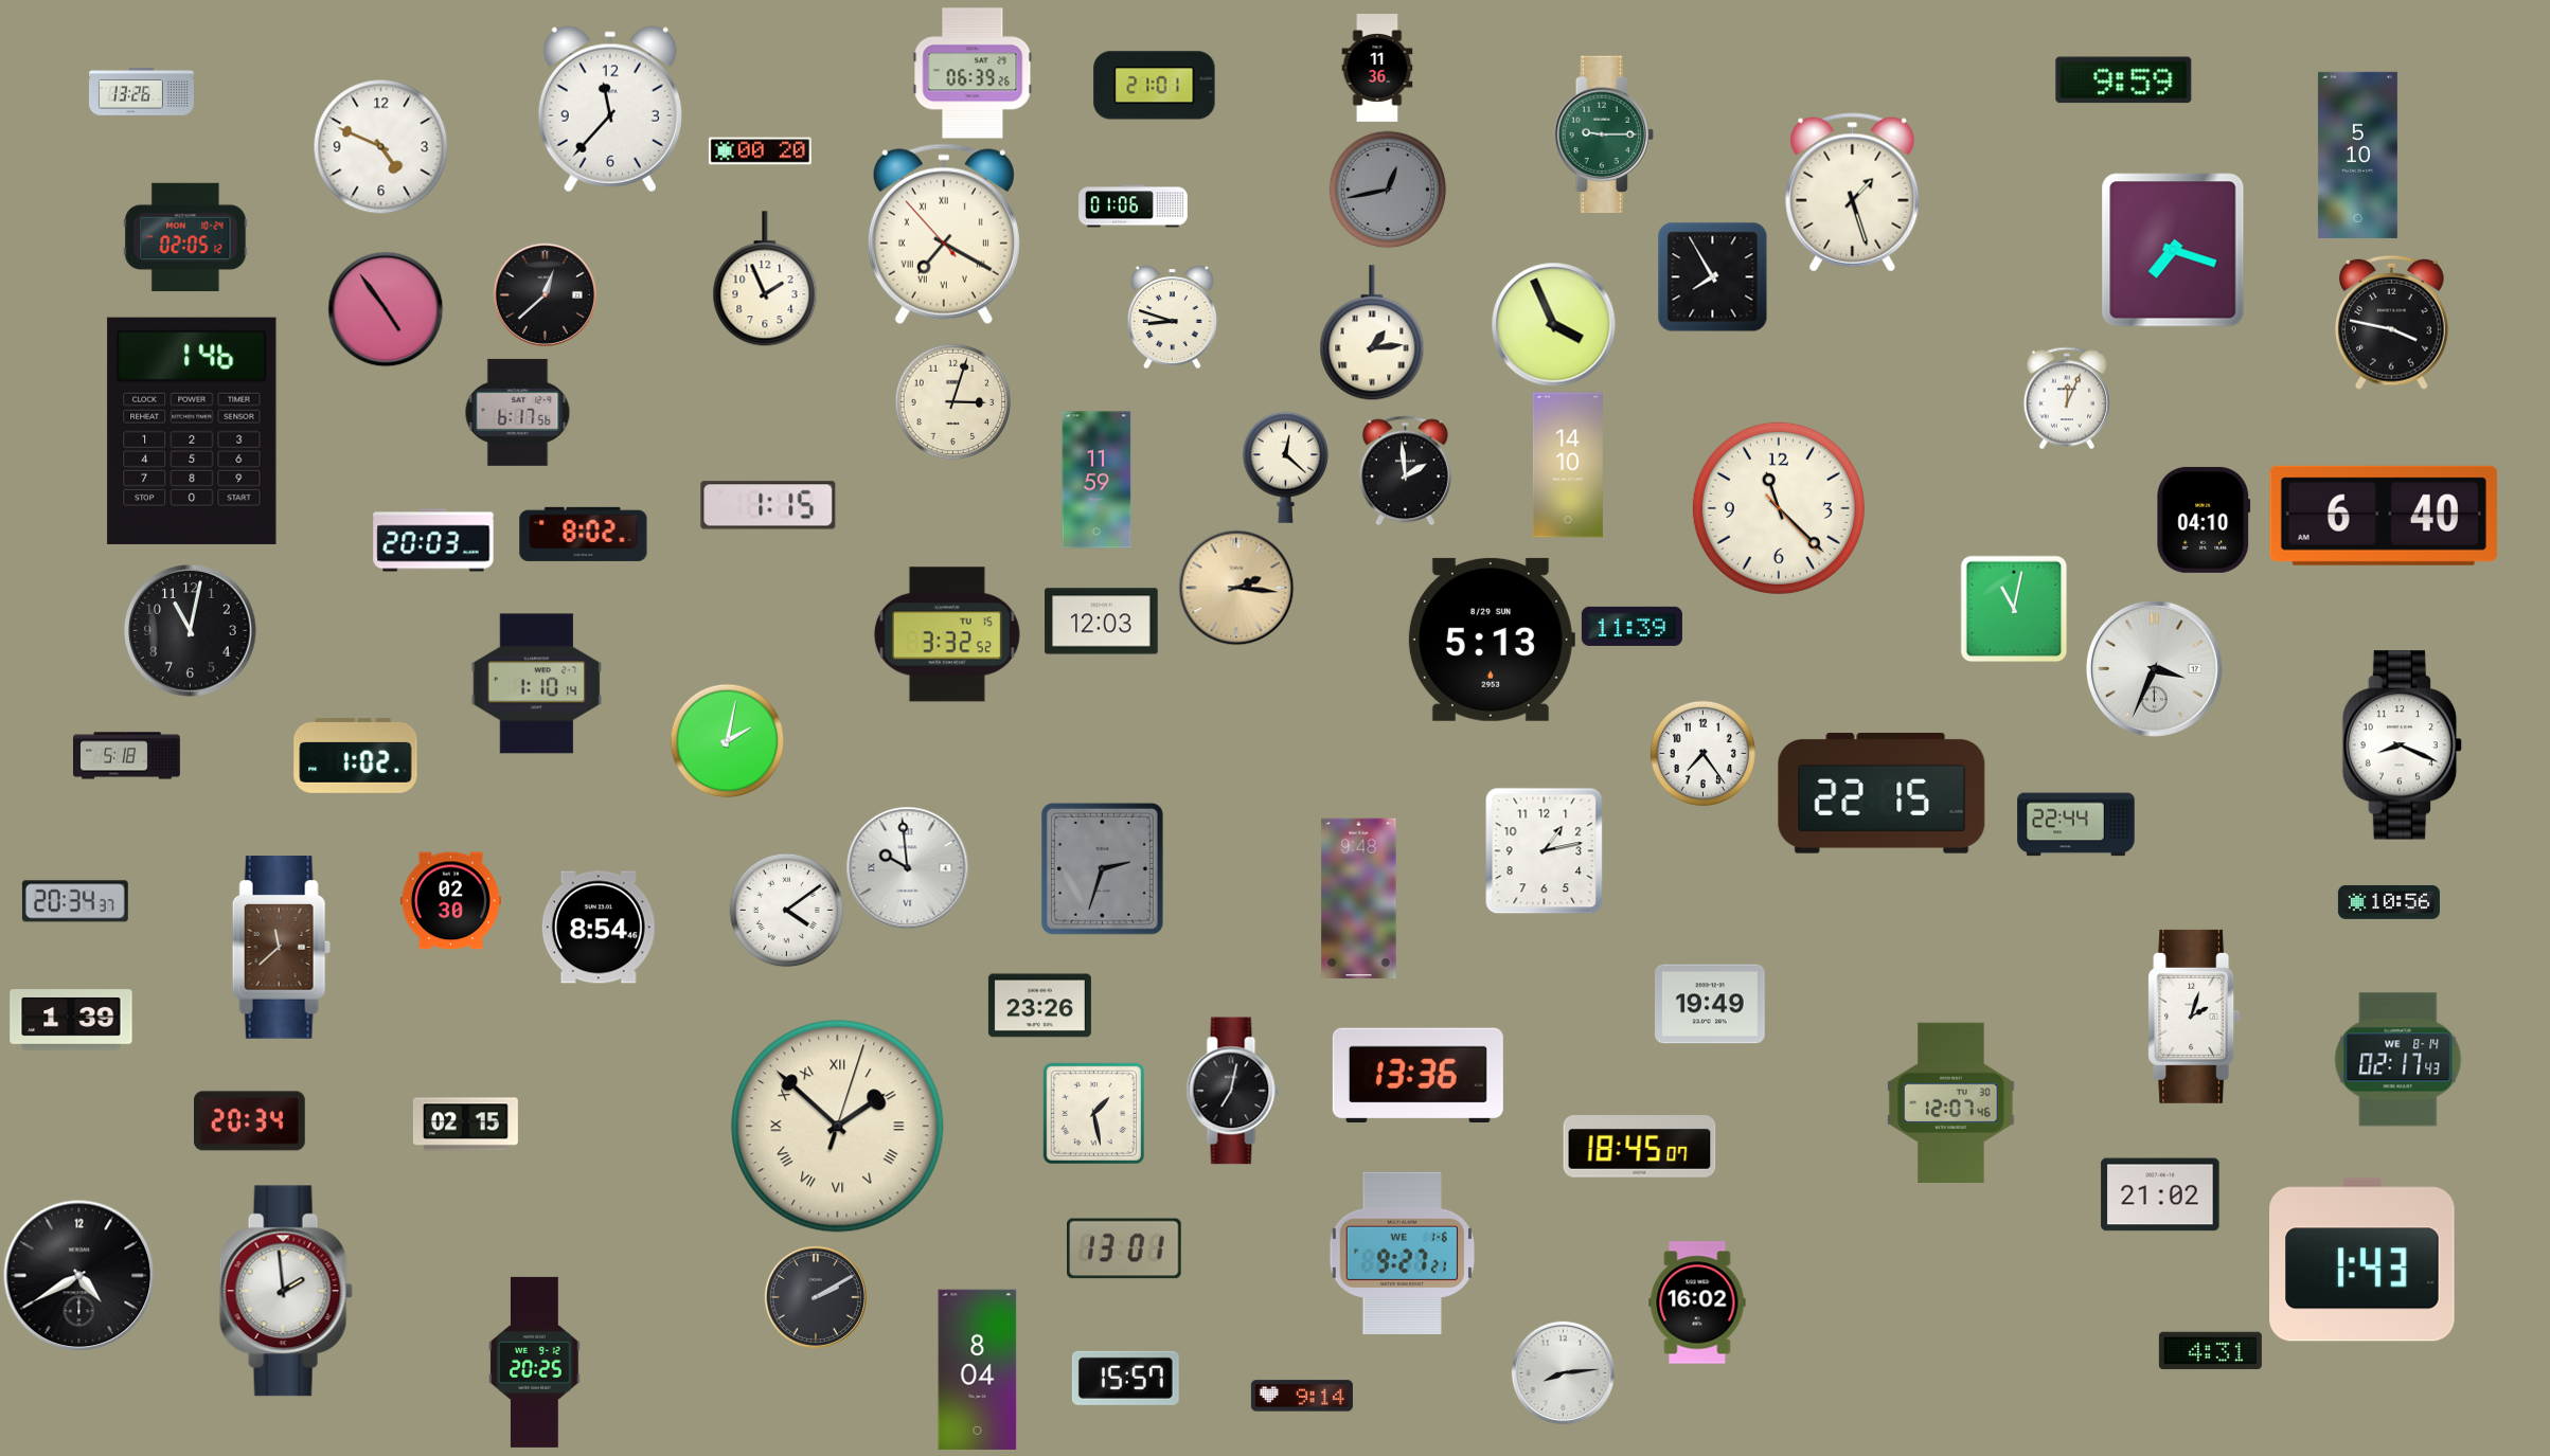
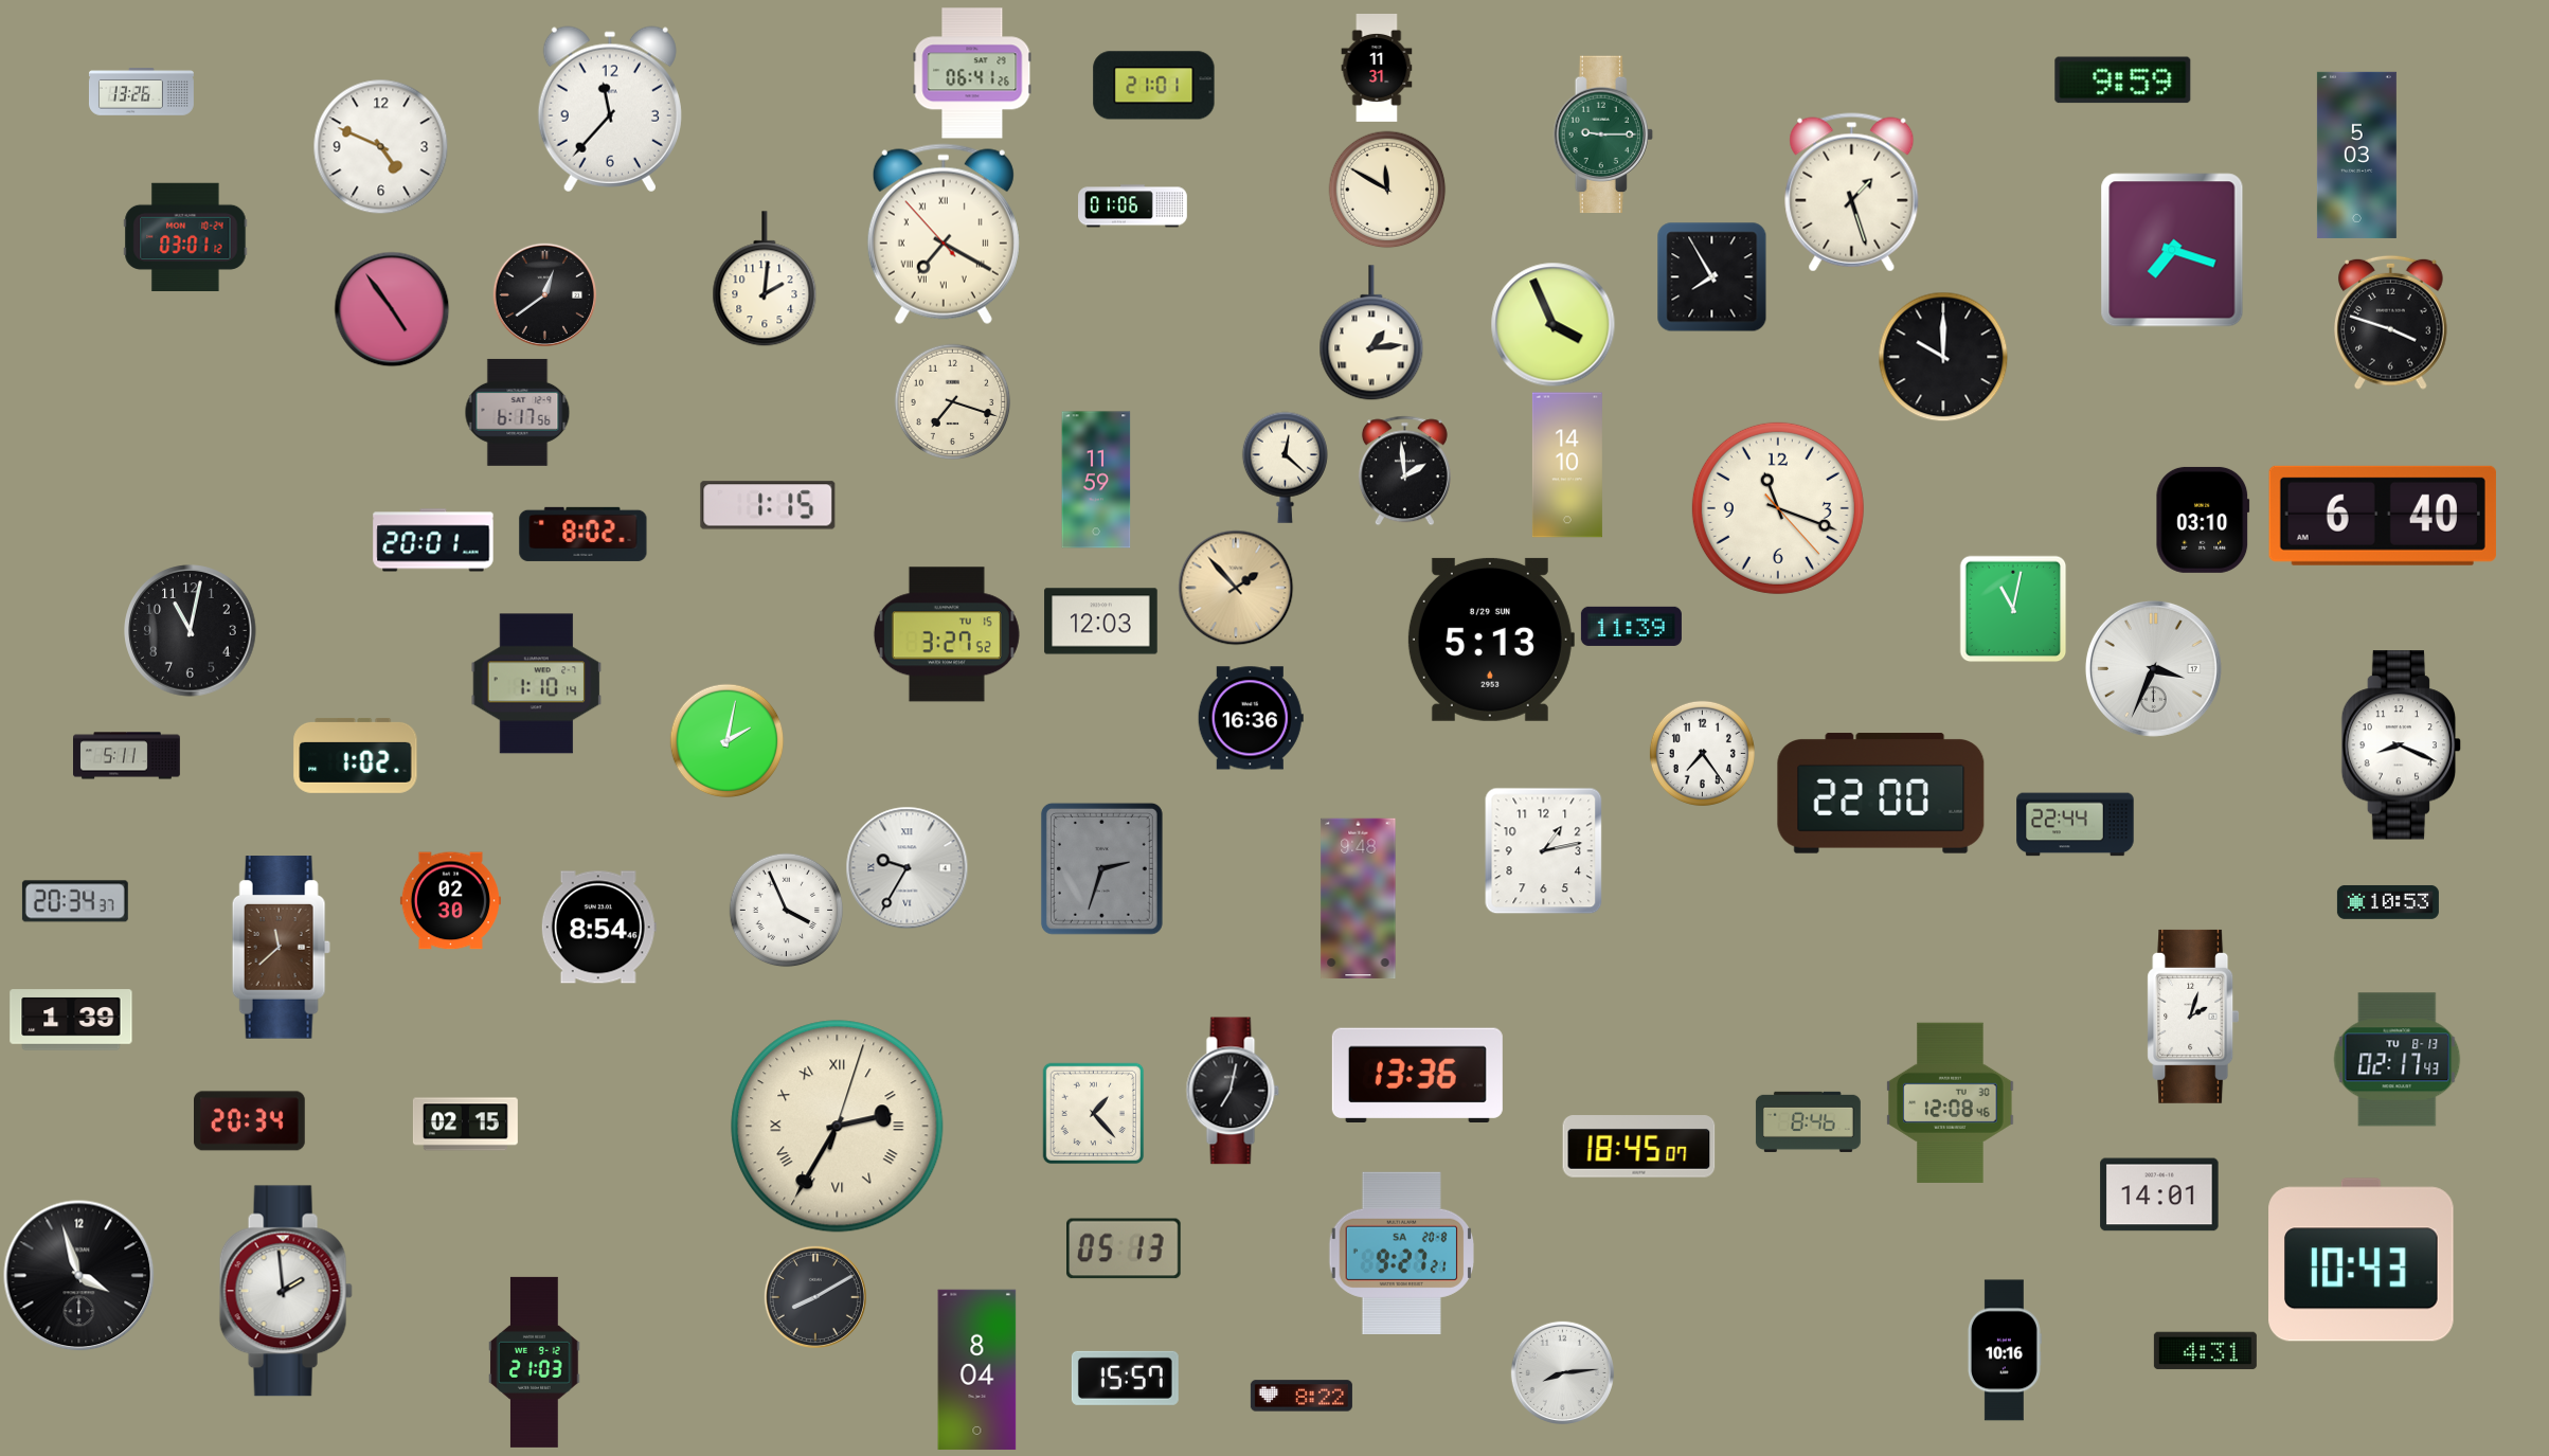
clock at (1377, 69): 11:36 -> 11:31
clock at (973, 73): 06:39 -> 06:41
clock at (760, 151): 00:20 -> none
clock at (2357, 155): 5:10 -> 5:03
clock at (1388, 190): 12:43 -> 11:50
clock at (1388, 190) dial: grey -> cream
clock at (185, 236): 02:05 -> 03:01
clock at (765, 278): 1:56 -> 2:01
clock at (545, 294): 12:38 -> 12:39
clock at (386, 309) position: (386, 309) -> (392, 309)
clock at (1172, 317): 8:48 -> none
clock at (2392, 322): 3:47 -> 3:48
clock at (1943, 357): none -> 10:00
clock at (2067, 398): 12:04 -> none
clock at (952, 401): 3:03 -> 7:18
clock at (192, 431): 1:46 -> none
clock at (1779, 508): 11:22 -> 11:18
clock at (2204, 520): 04:10 -> 03:10
clock at (433, 540): 20:03 -> 20:01
clock at (1236, 588): 2:16 -> 1:53
clock at (947, 634): 3:32 -> 3:27
clock at (1251, 718): none -> 16:36
clock at (127, 756): 5:18 -> 5:11
clock at (1882, 793): 22:15 -> 22:00
clock at (907, 867): 9:59 -> 9:35
clock at (2389, 902): 10:56 -> 10:53
clock at (786, 910): 4:09 -> 3:56
clock at (1711, 1004): 19:49 -> none
clock at (1039, 1006): 23:26 -> none
clock at (2399, 1060) date: WE 8-14 -> TU 8-13
clock at (1951, 1102): 12:07 -> 12:08
clock at (1093, 1113): 1:28 -> 1:23
clock at (1808, 1121): none -> 8:46
clock at (838, 1127): 1:52 -> 2:35
clock at (2160, 1194): 21:02 -> 14:01
clock at (1125, 1248): 13:01 -> 05:13
clock at (1402, 1253) date: WE 1-6 -> SA 20-8
clock at (2362, 1260): 1:43 -> 10:43
clock at (79, 1276): 4:40 -> 3:57
clock at (816, 1297): 2:10 -> 8:10
clock at (1697, 1302): 16:02 -> none
clock at (2005, 1350): none -> 10:16
clock at (2210, 1351) position: (2210, 1351) -> (2205, 1351)
clock at (535, 1362): 20:25 -> 21:03
clock at (1302, 1396): 9:14 -> 8:22
